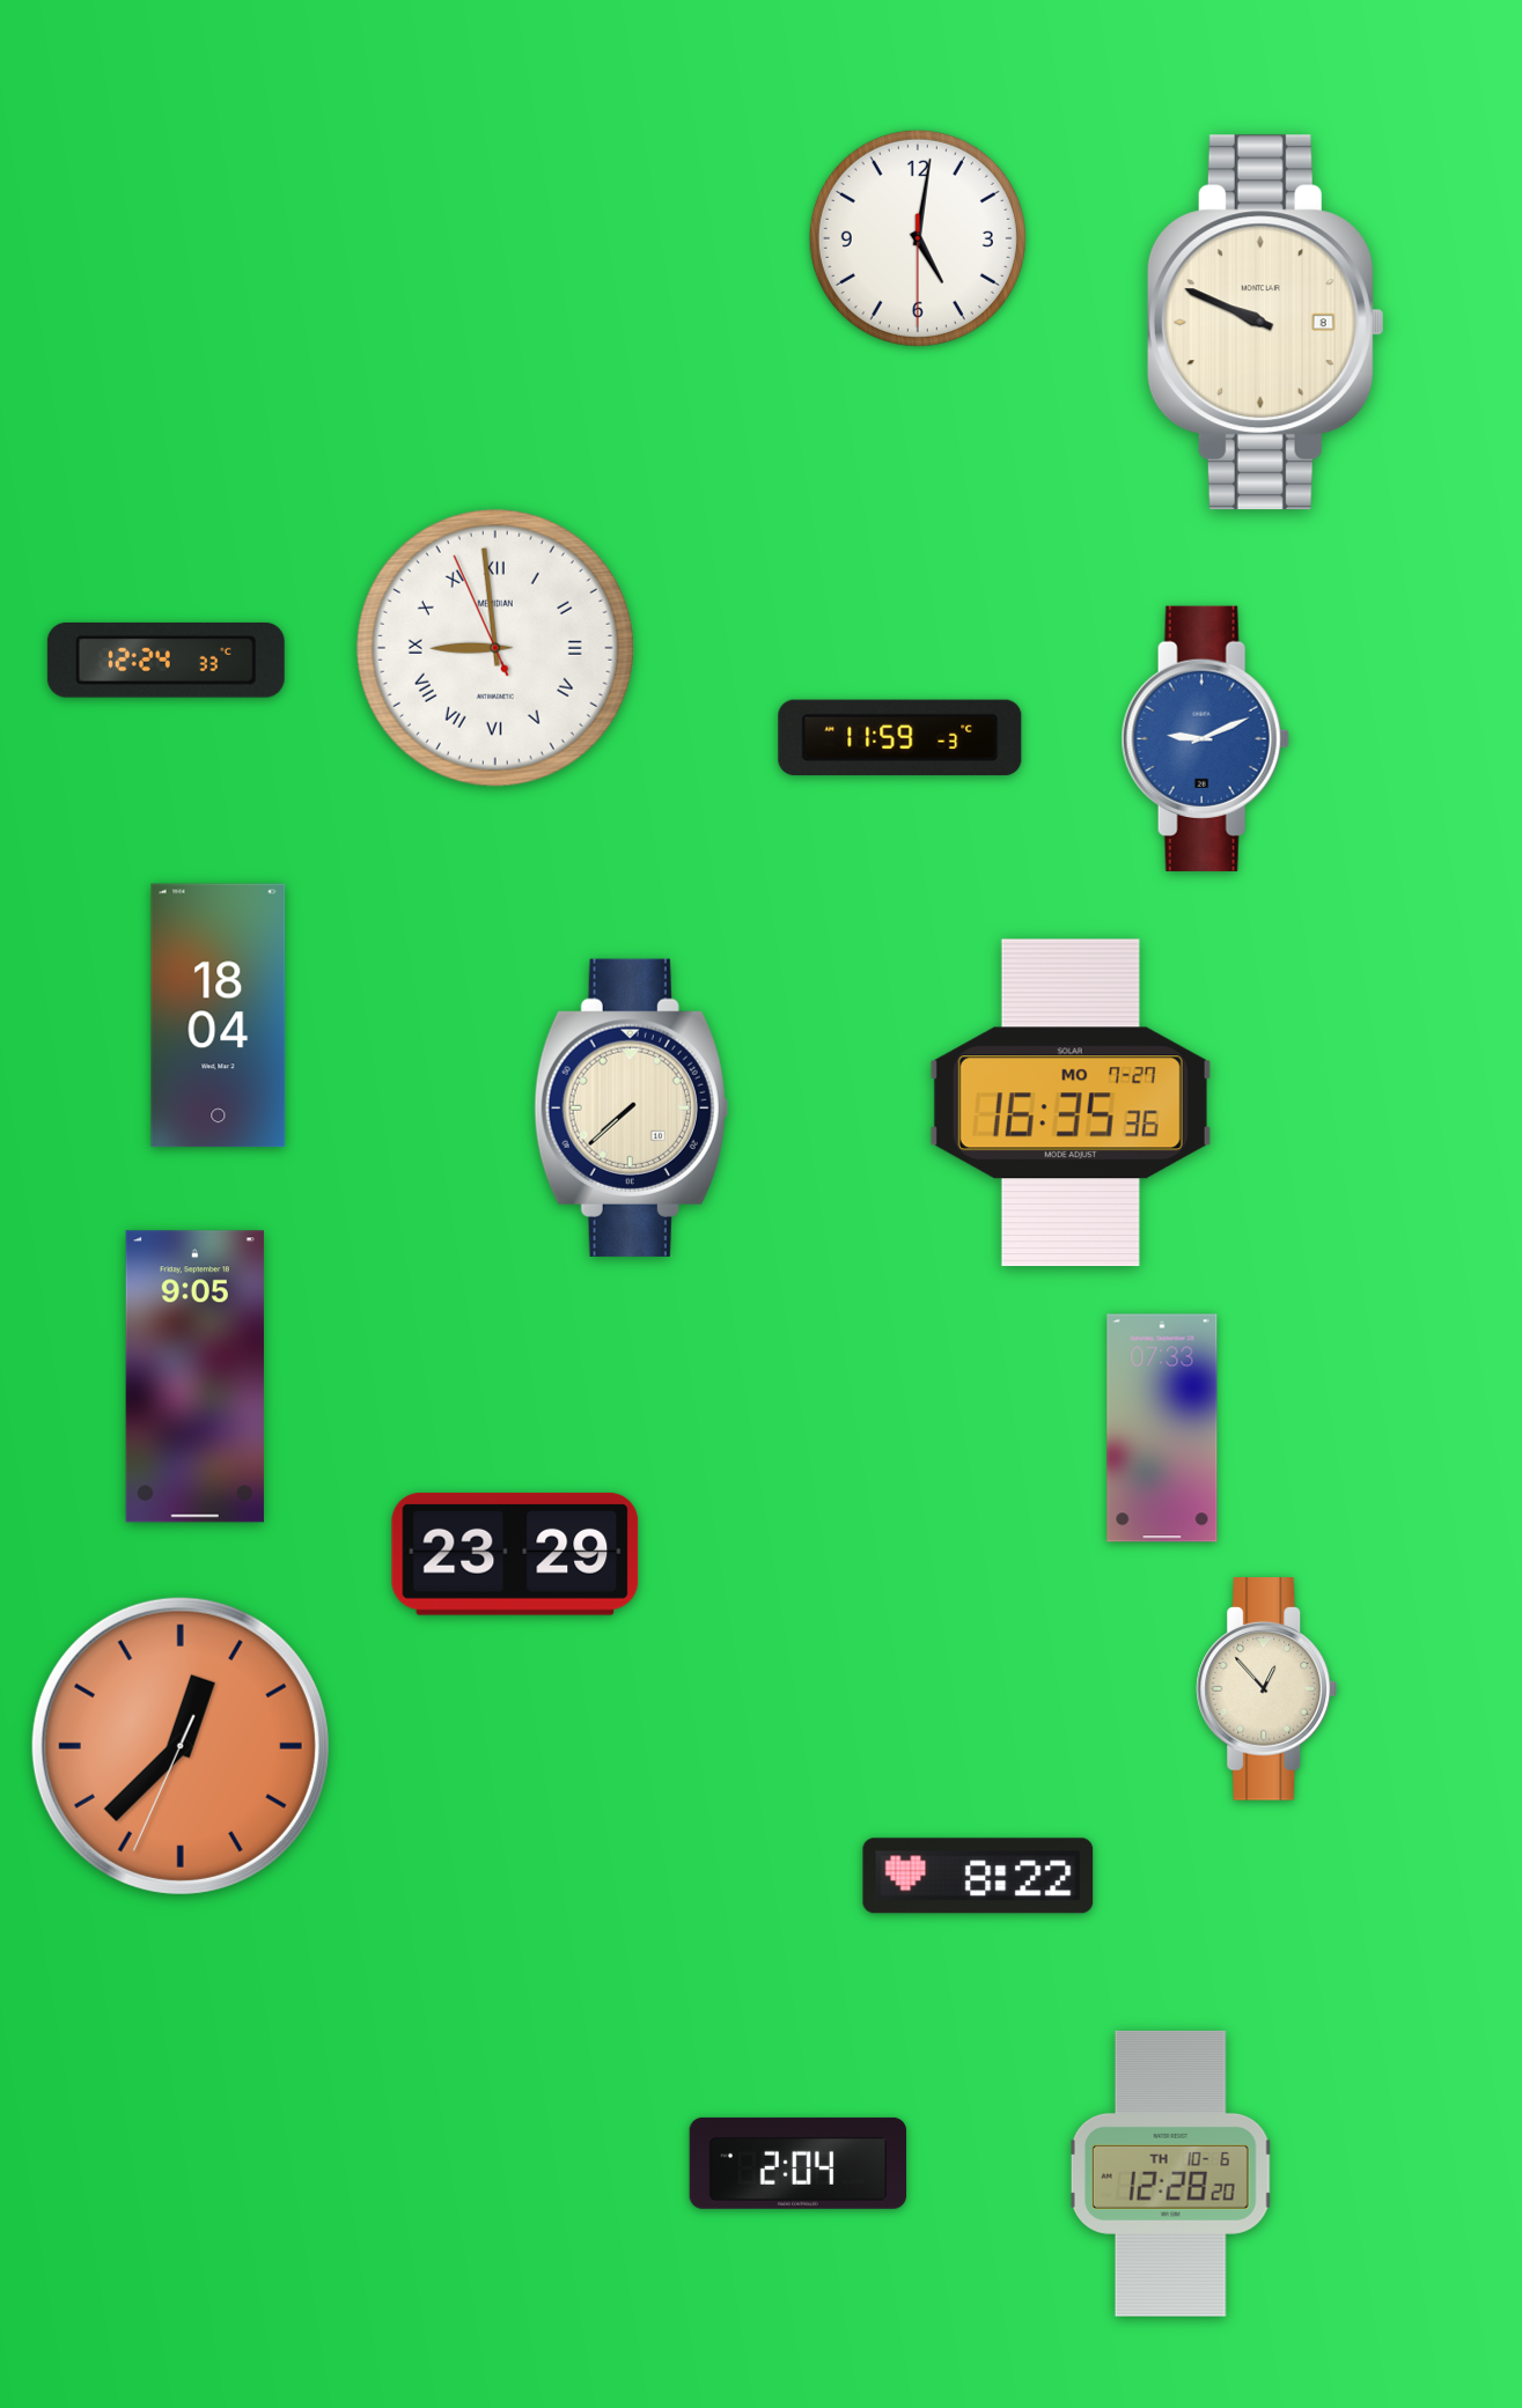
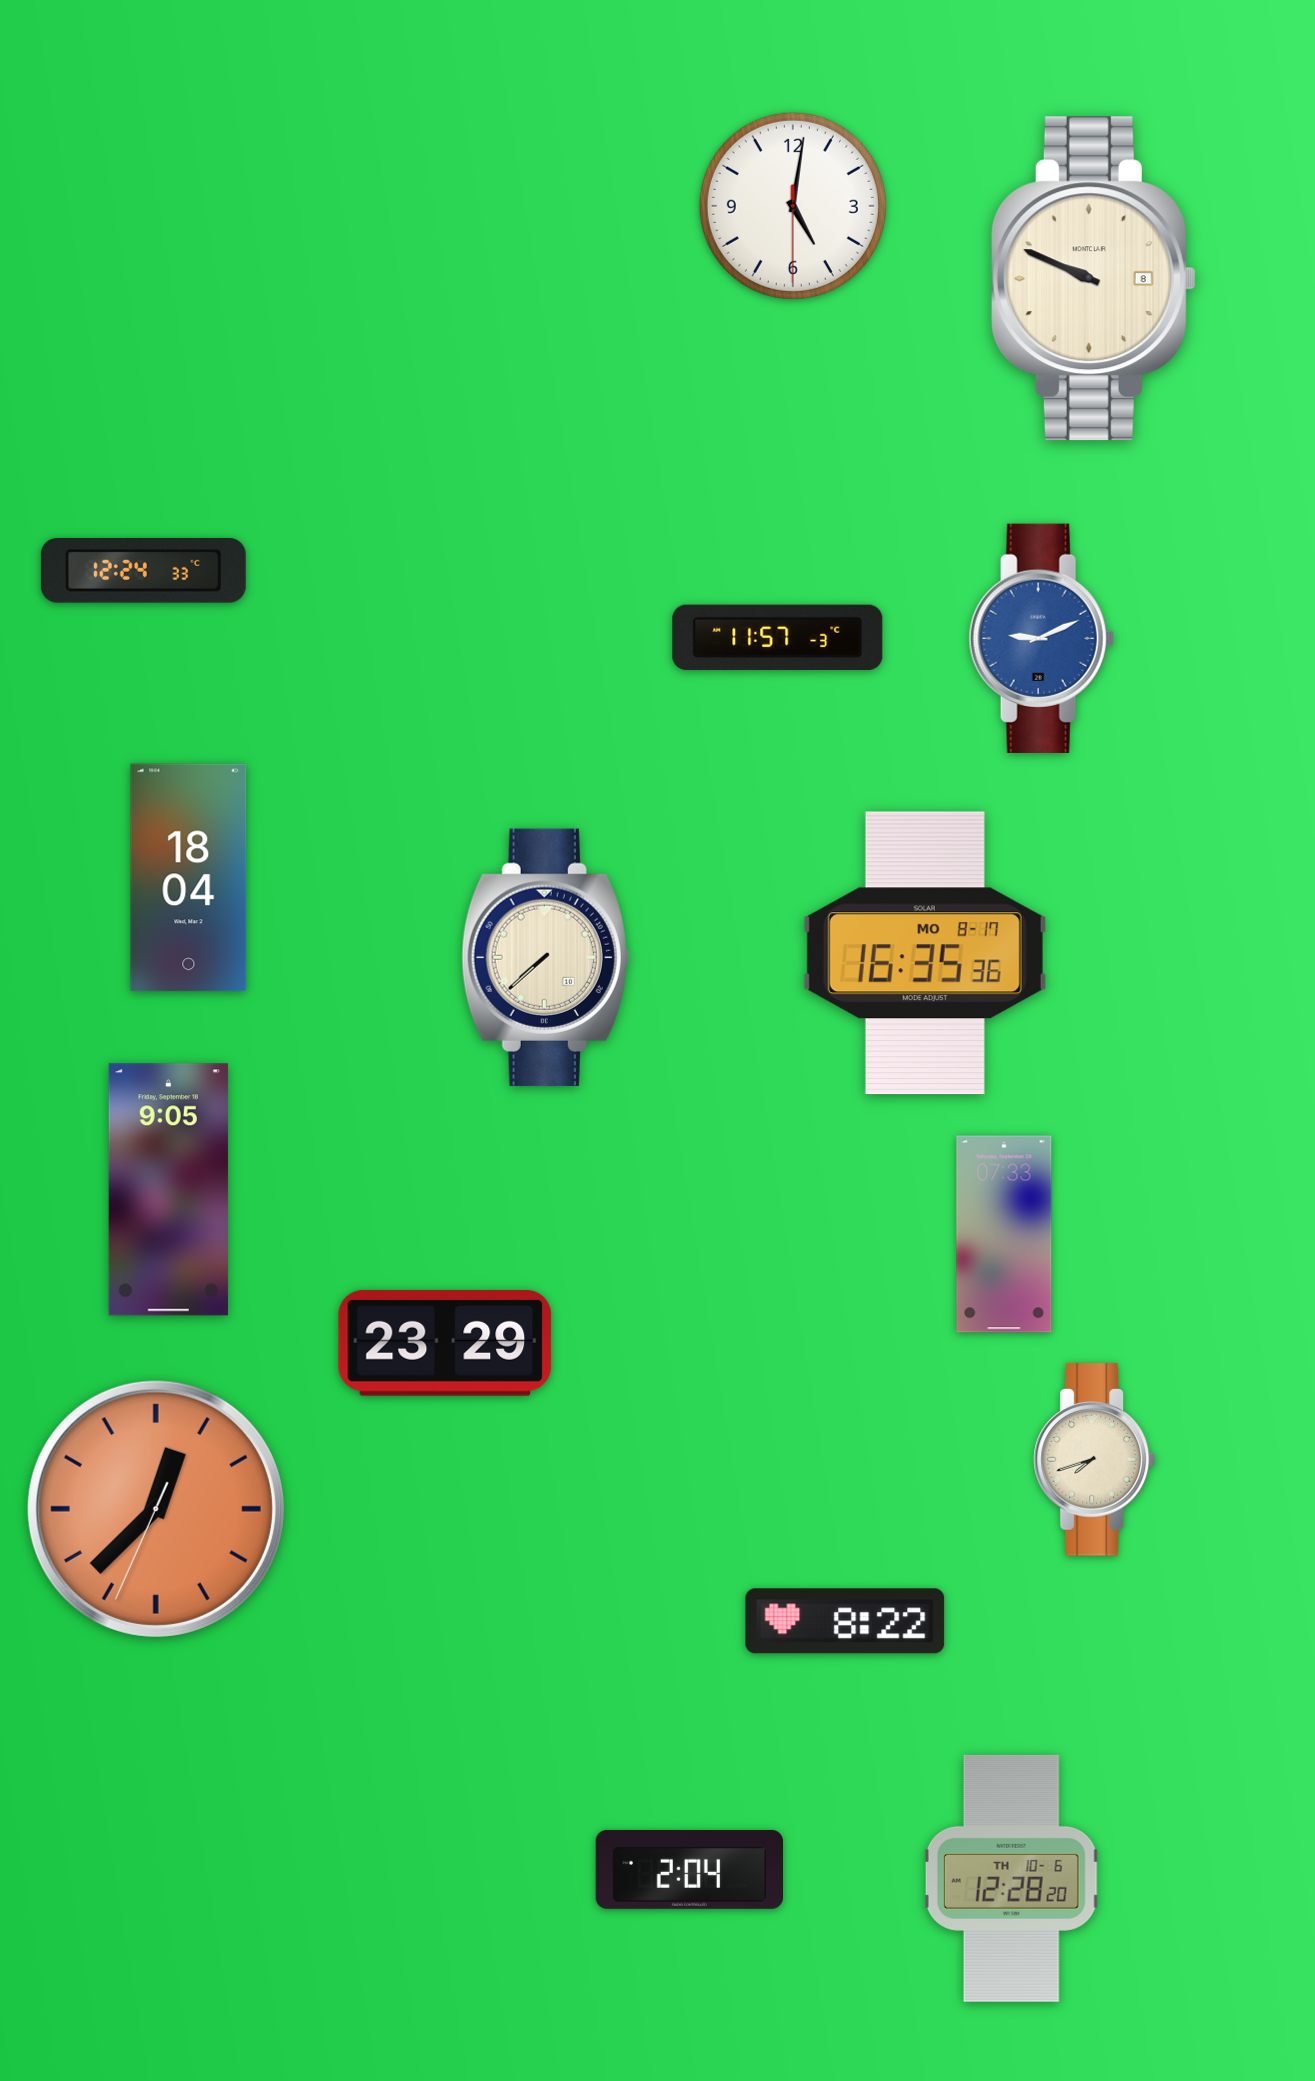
clock at (495, 648): 8:58 -> none
clock at (900, 737): 11:59 -> 11:57
clock at (1071, 1103) date: MO 7-27 -> MO 8-17
clock at (1267, 1689): 12:53 -> 7:42
